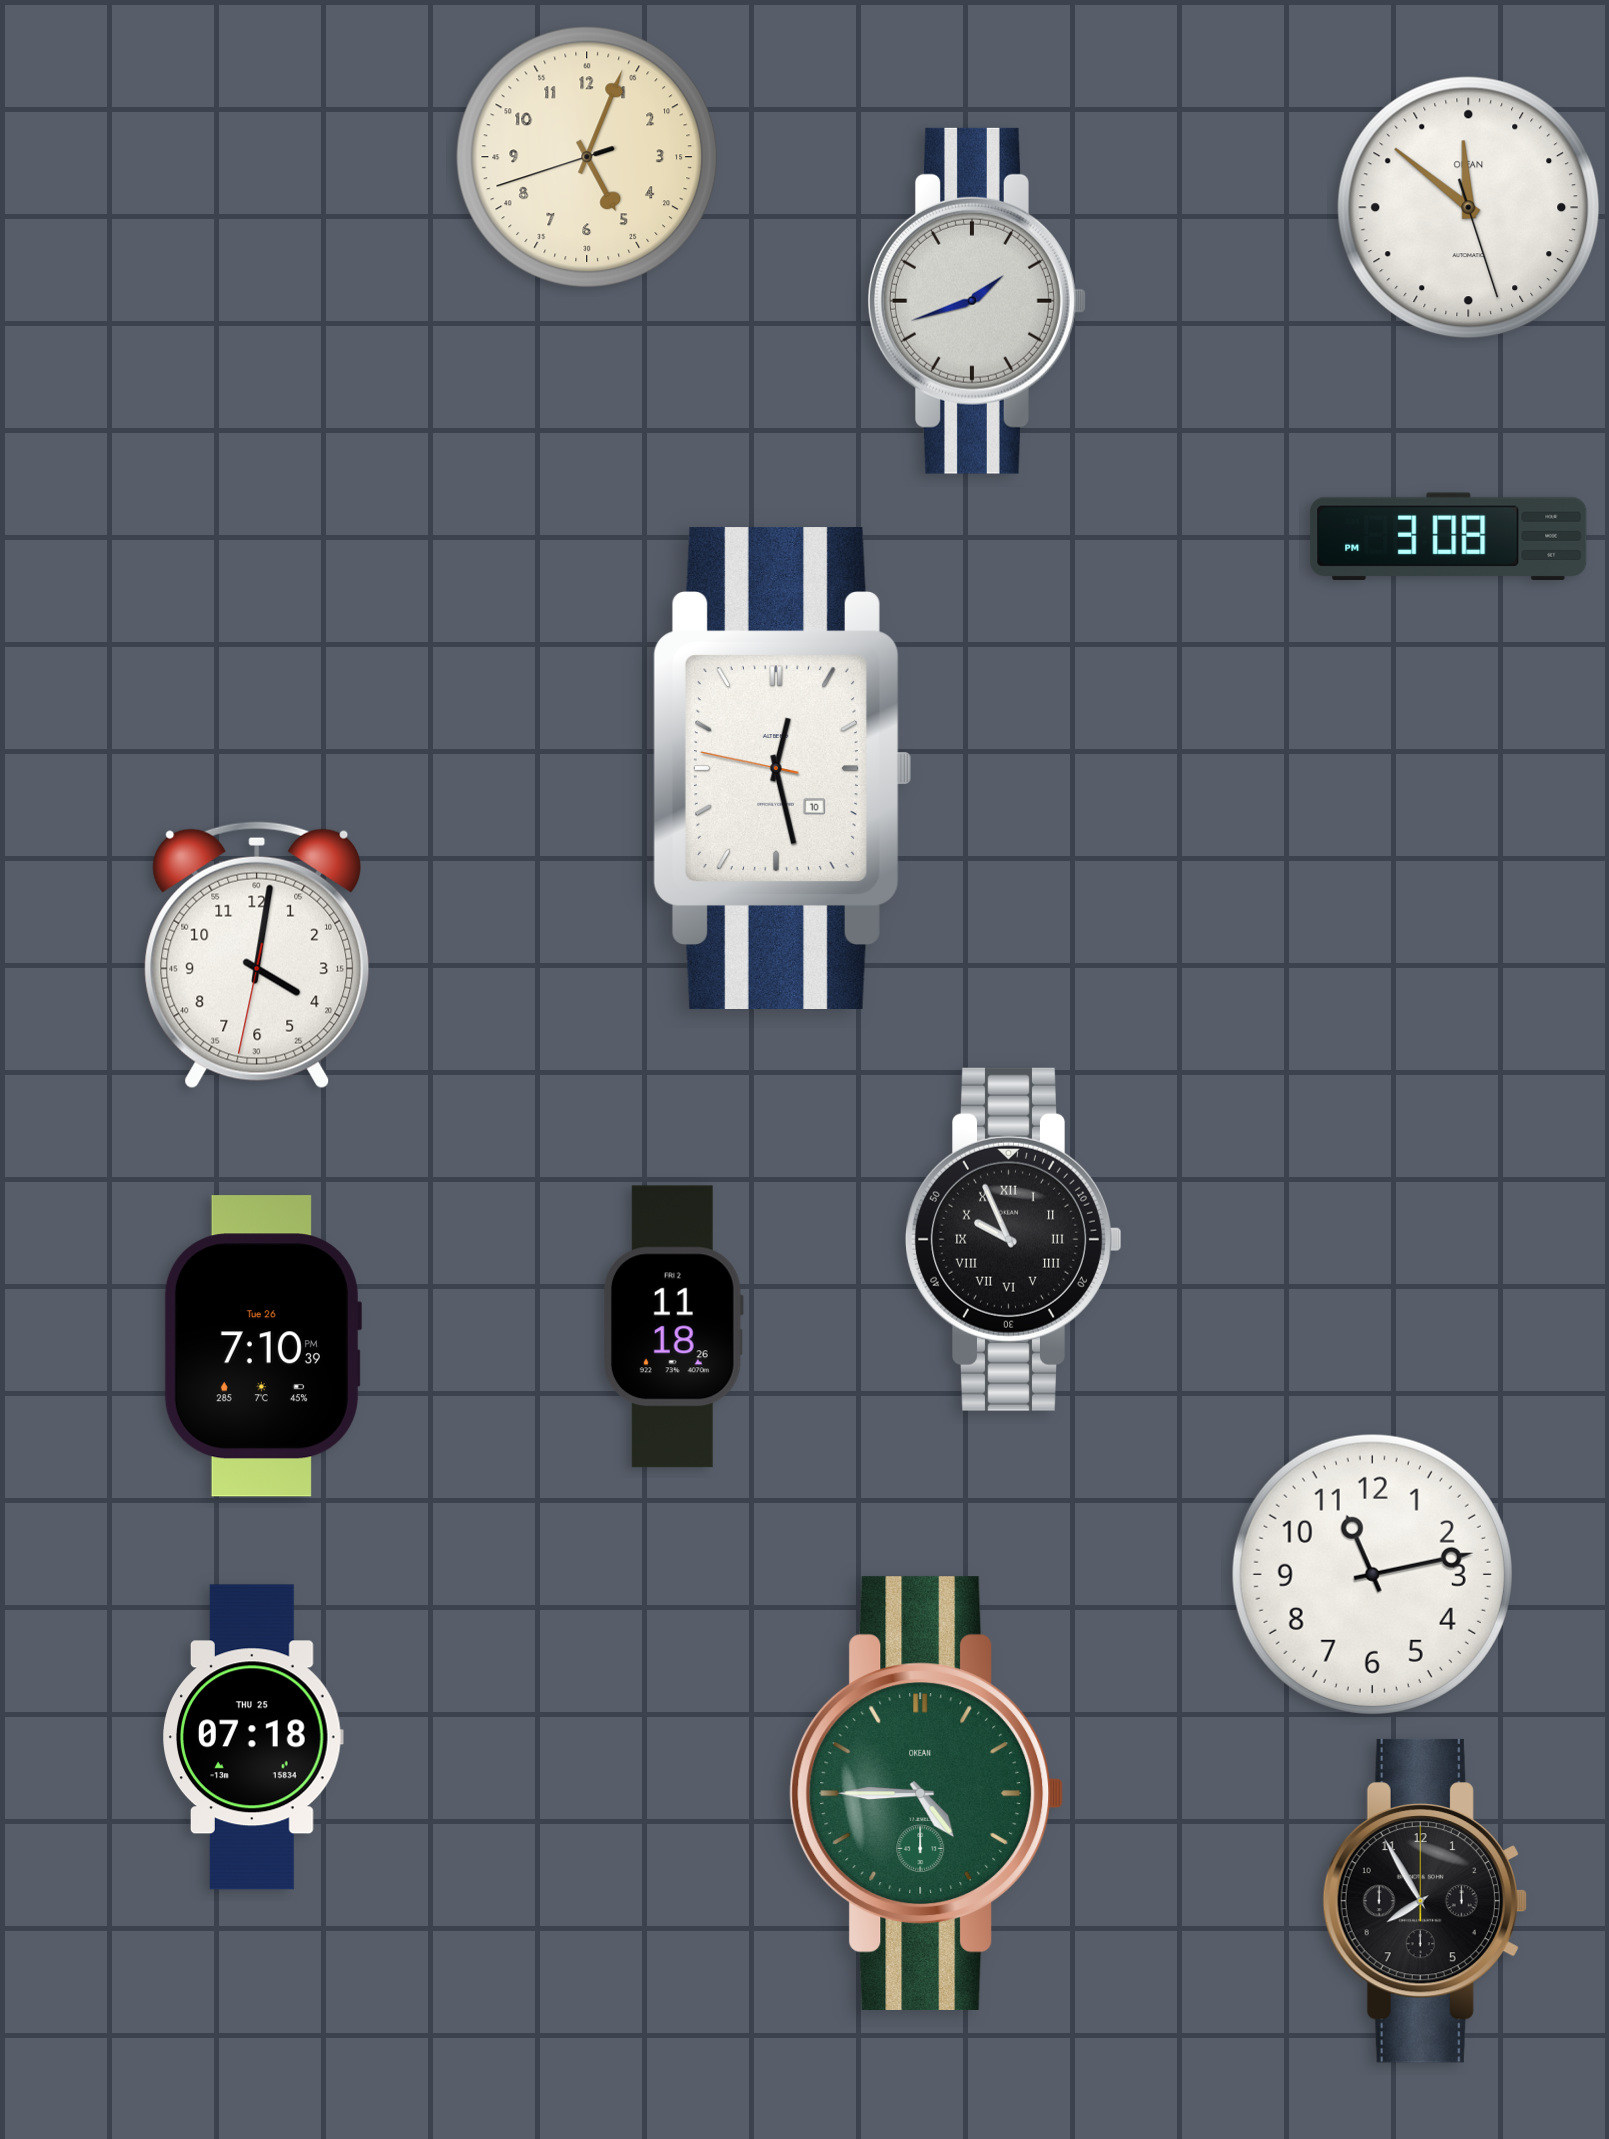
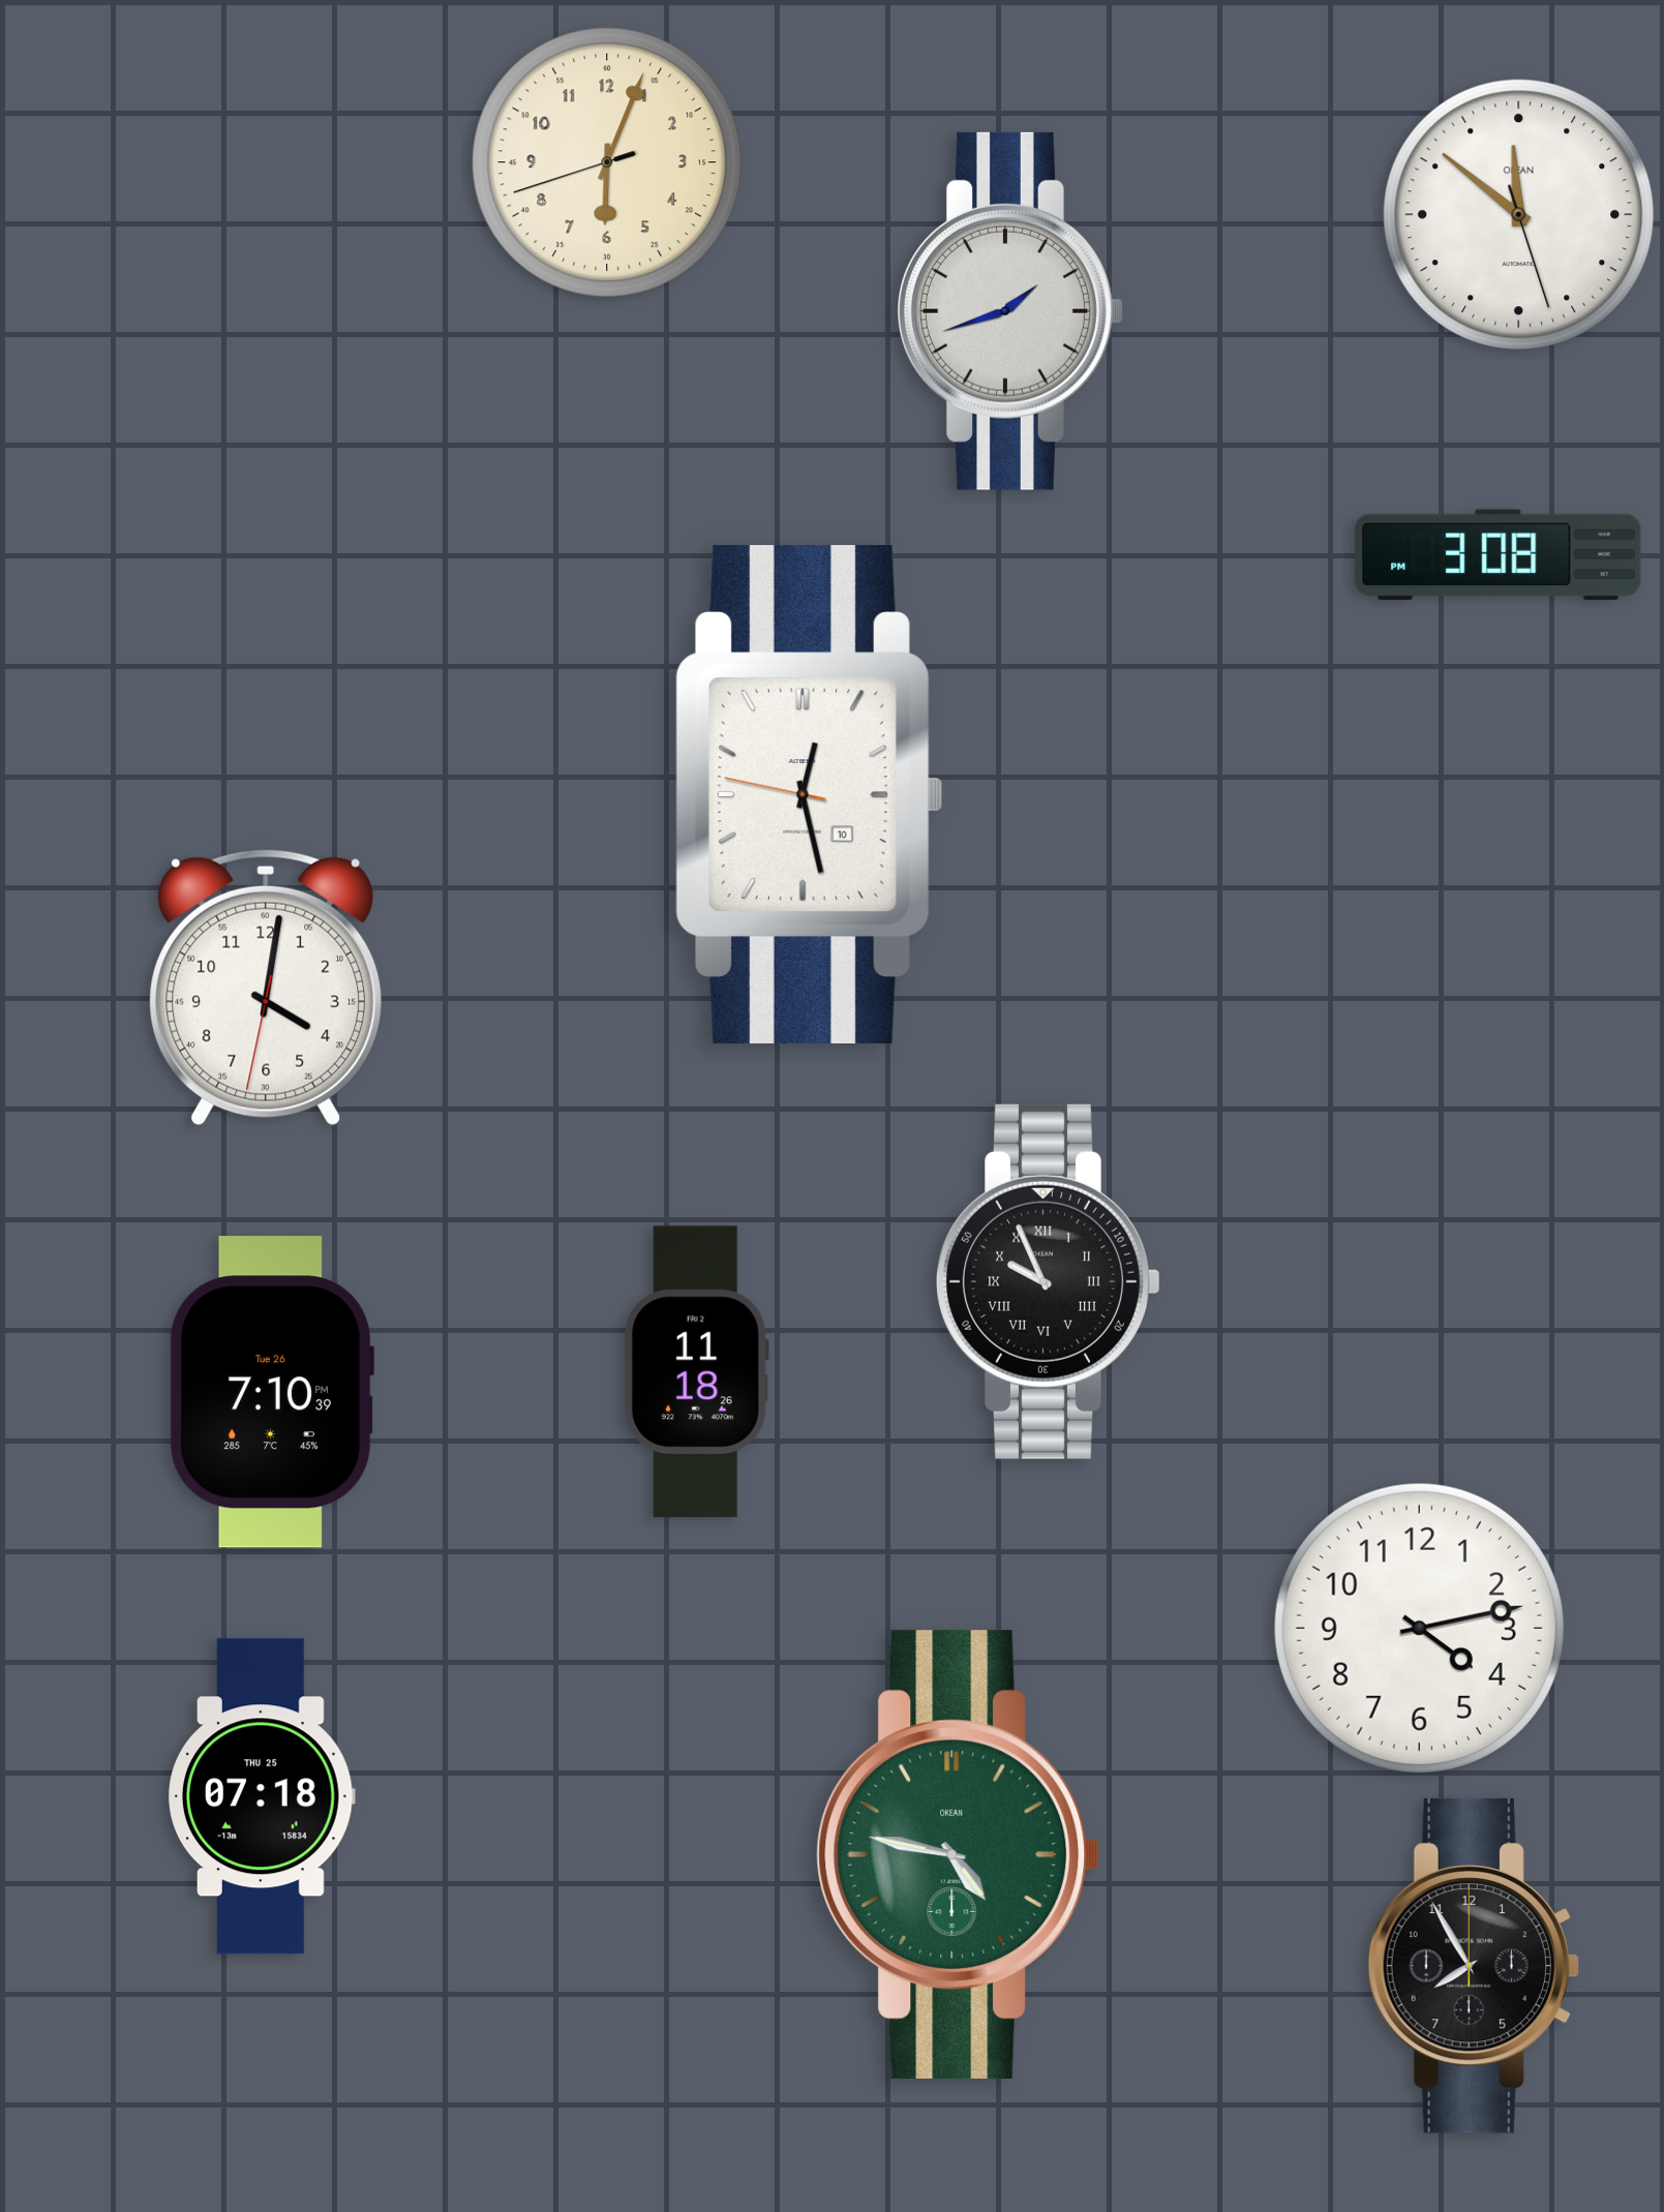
clock at (587, 157): 5:03 -> 6:03
clock at (1372, 1574): 11:13 -> 4:13
clock at (927, 1793): 4:45 -> 4:47
